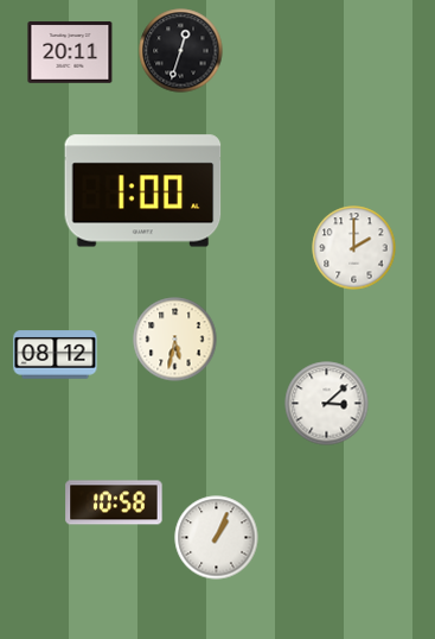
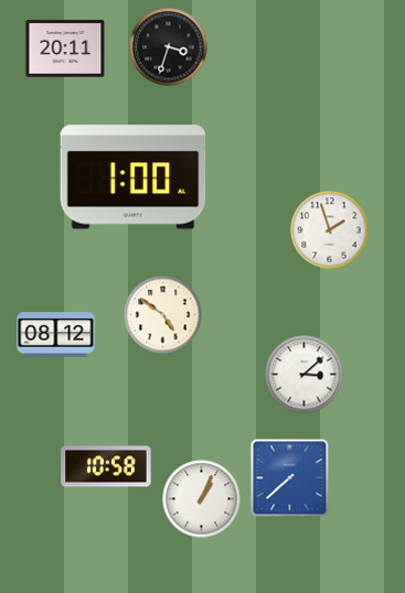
clock at (181, 51): 12:33 -> 3:33
clock at (354, 248): 2:00 -> 1:57
clock at (175, 340): 5:32 -> 4:51
clock at (56, 355) position: (56, 355) -> (56, 335)
clock at (290, 478): none -> 7:38
